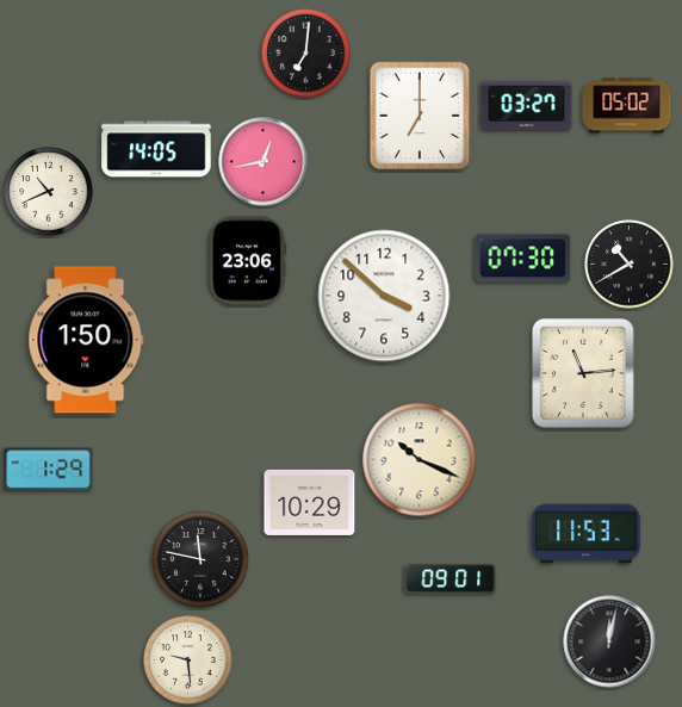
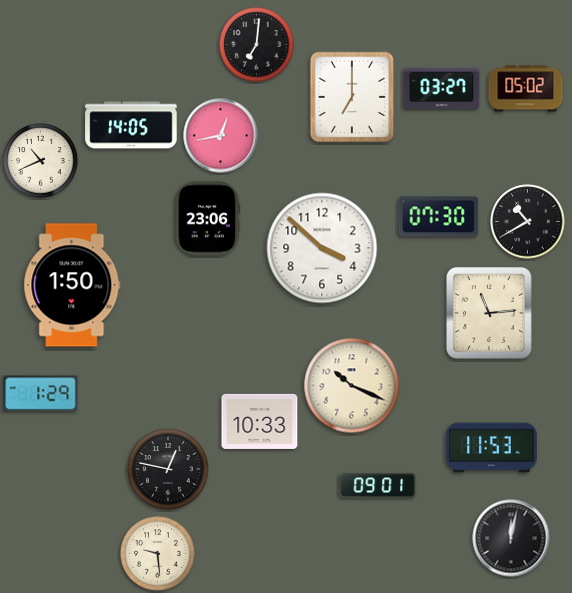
clock at (310, 502): 10:29 -> 10:33
clock at (200, 559): 11:47 -> 12:47
